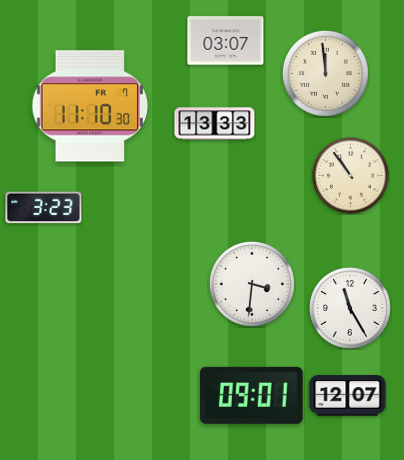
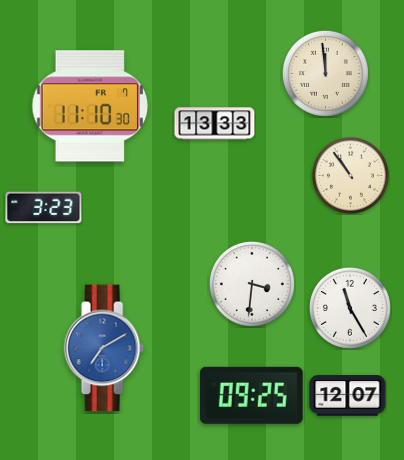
clock at (226, 41): 03:07 -> none
clock at (104, 348): none -> 7:10
clock at (251, 395): 09:01 -> 09:25
